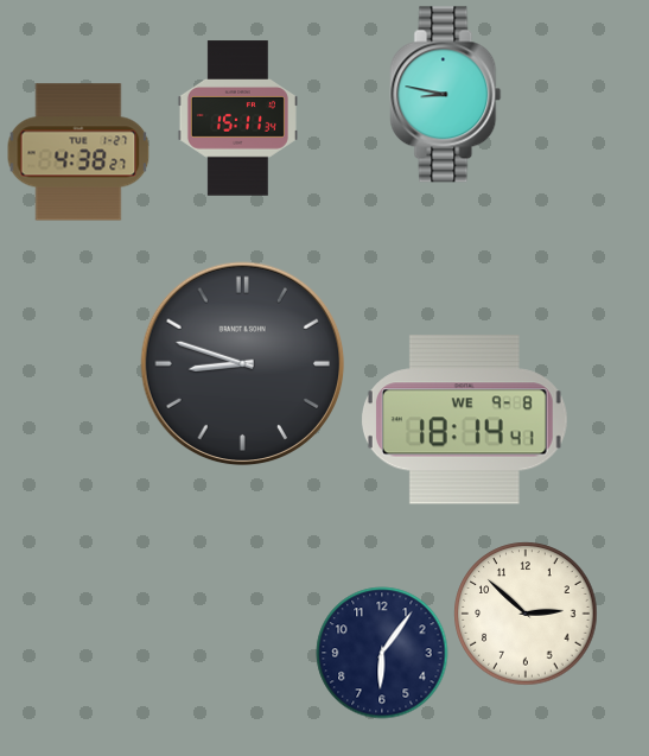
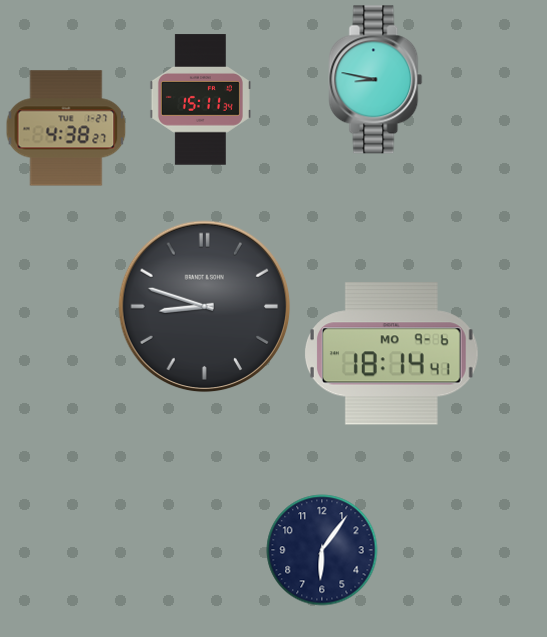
clock at (464, 420) date: WE 9-8 -> MO 9-6
clock at (526, 614): 2:52 -> none
